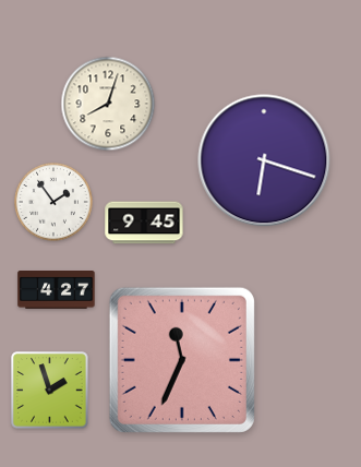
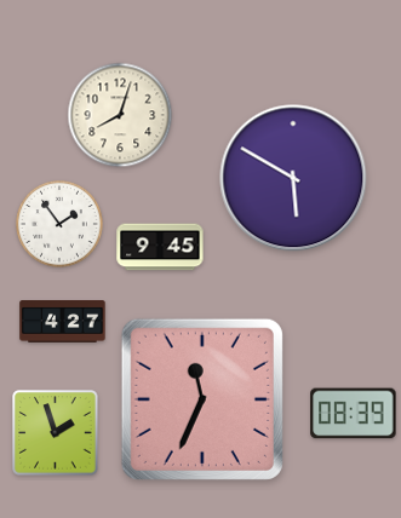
clock at (264, 160): 6:18 -> 5:50
clock at (354, 414): none -> 08:39
